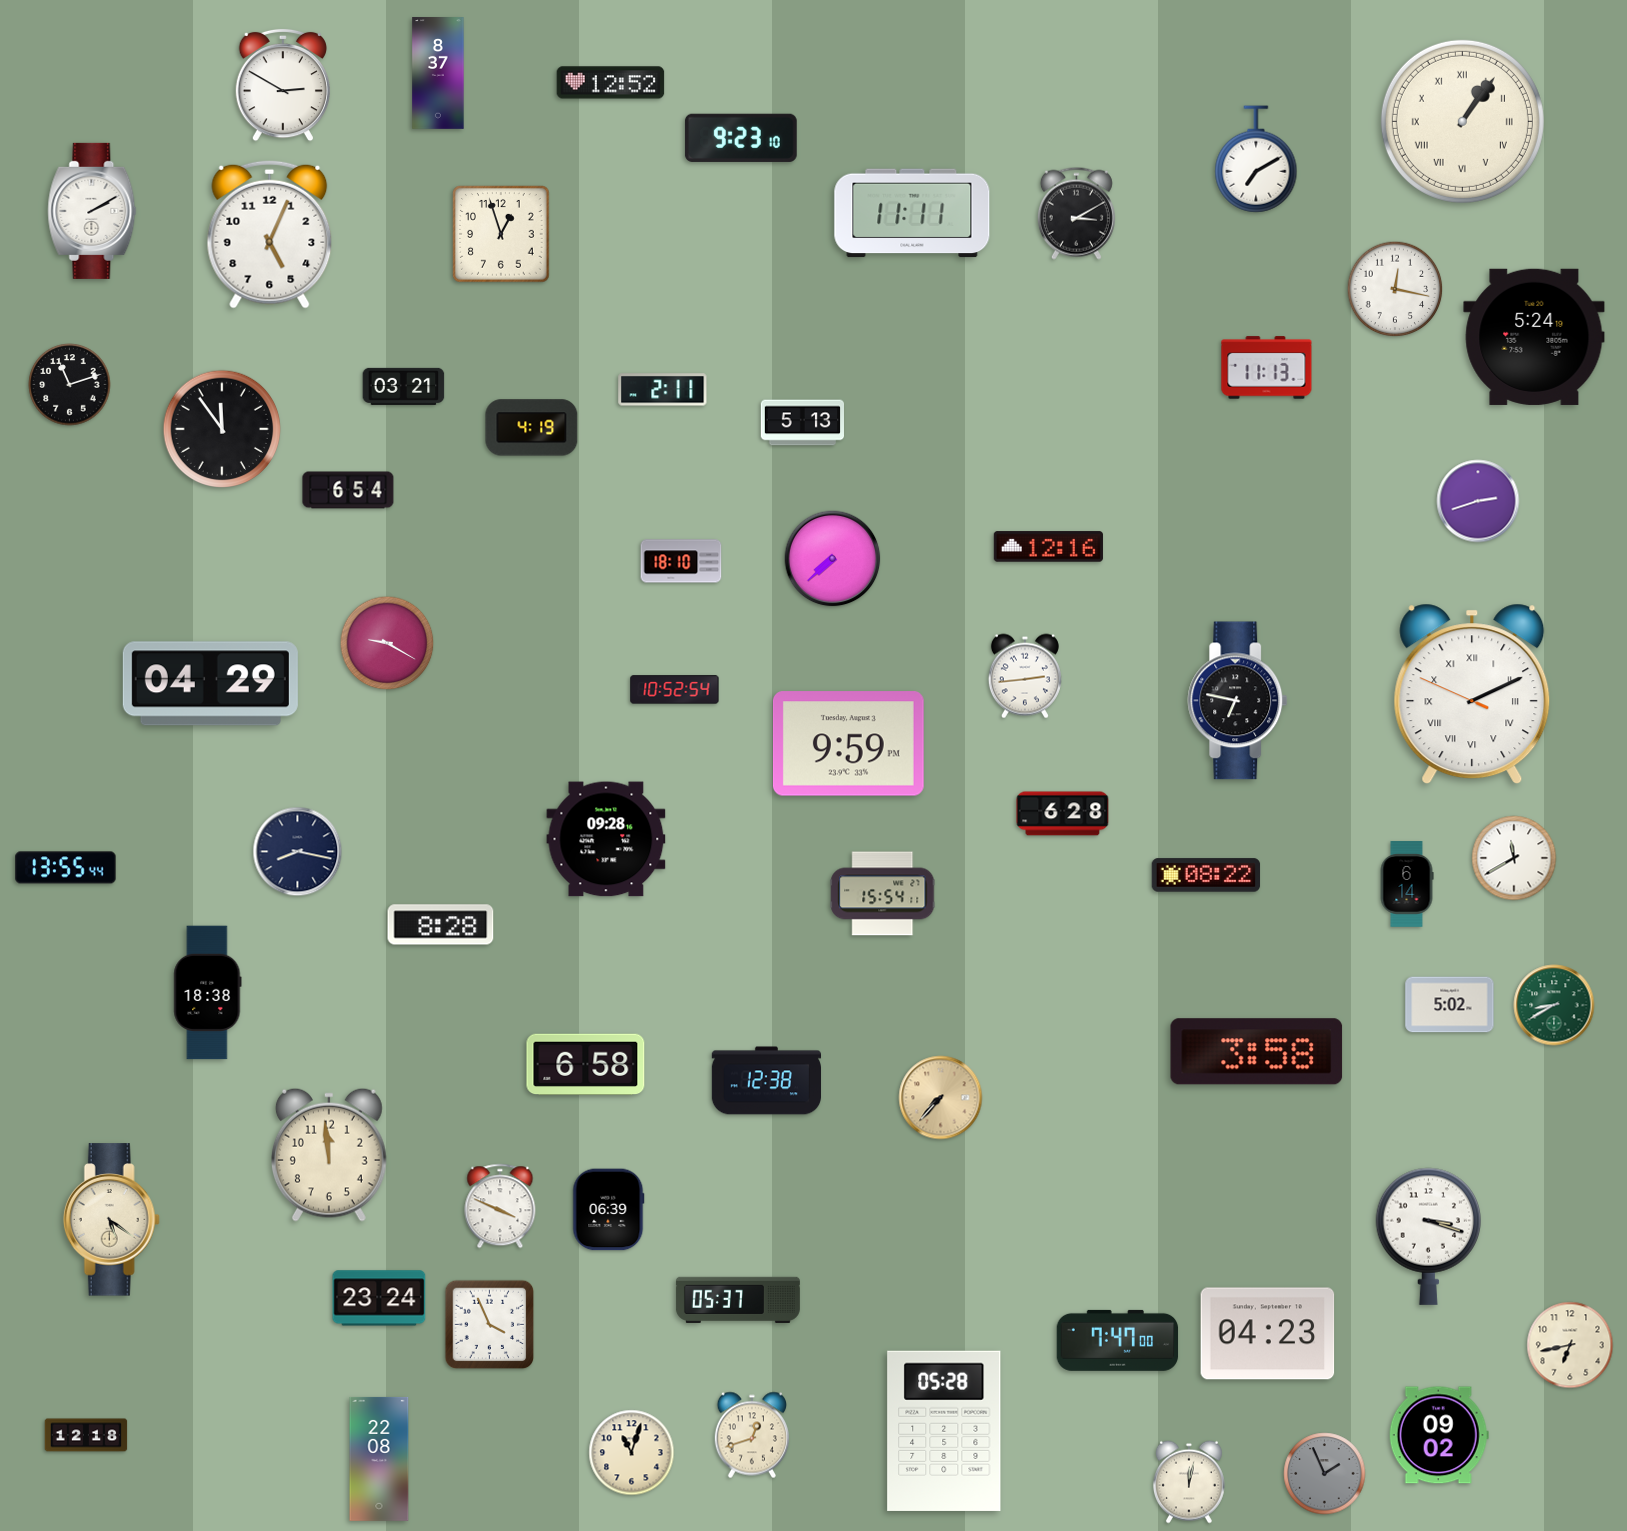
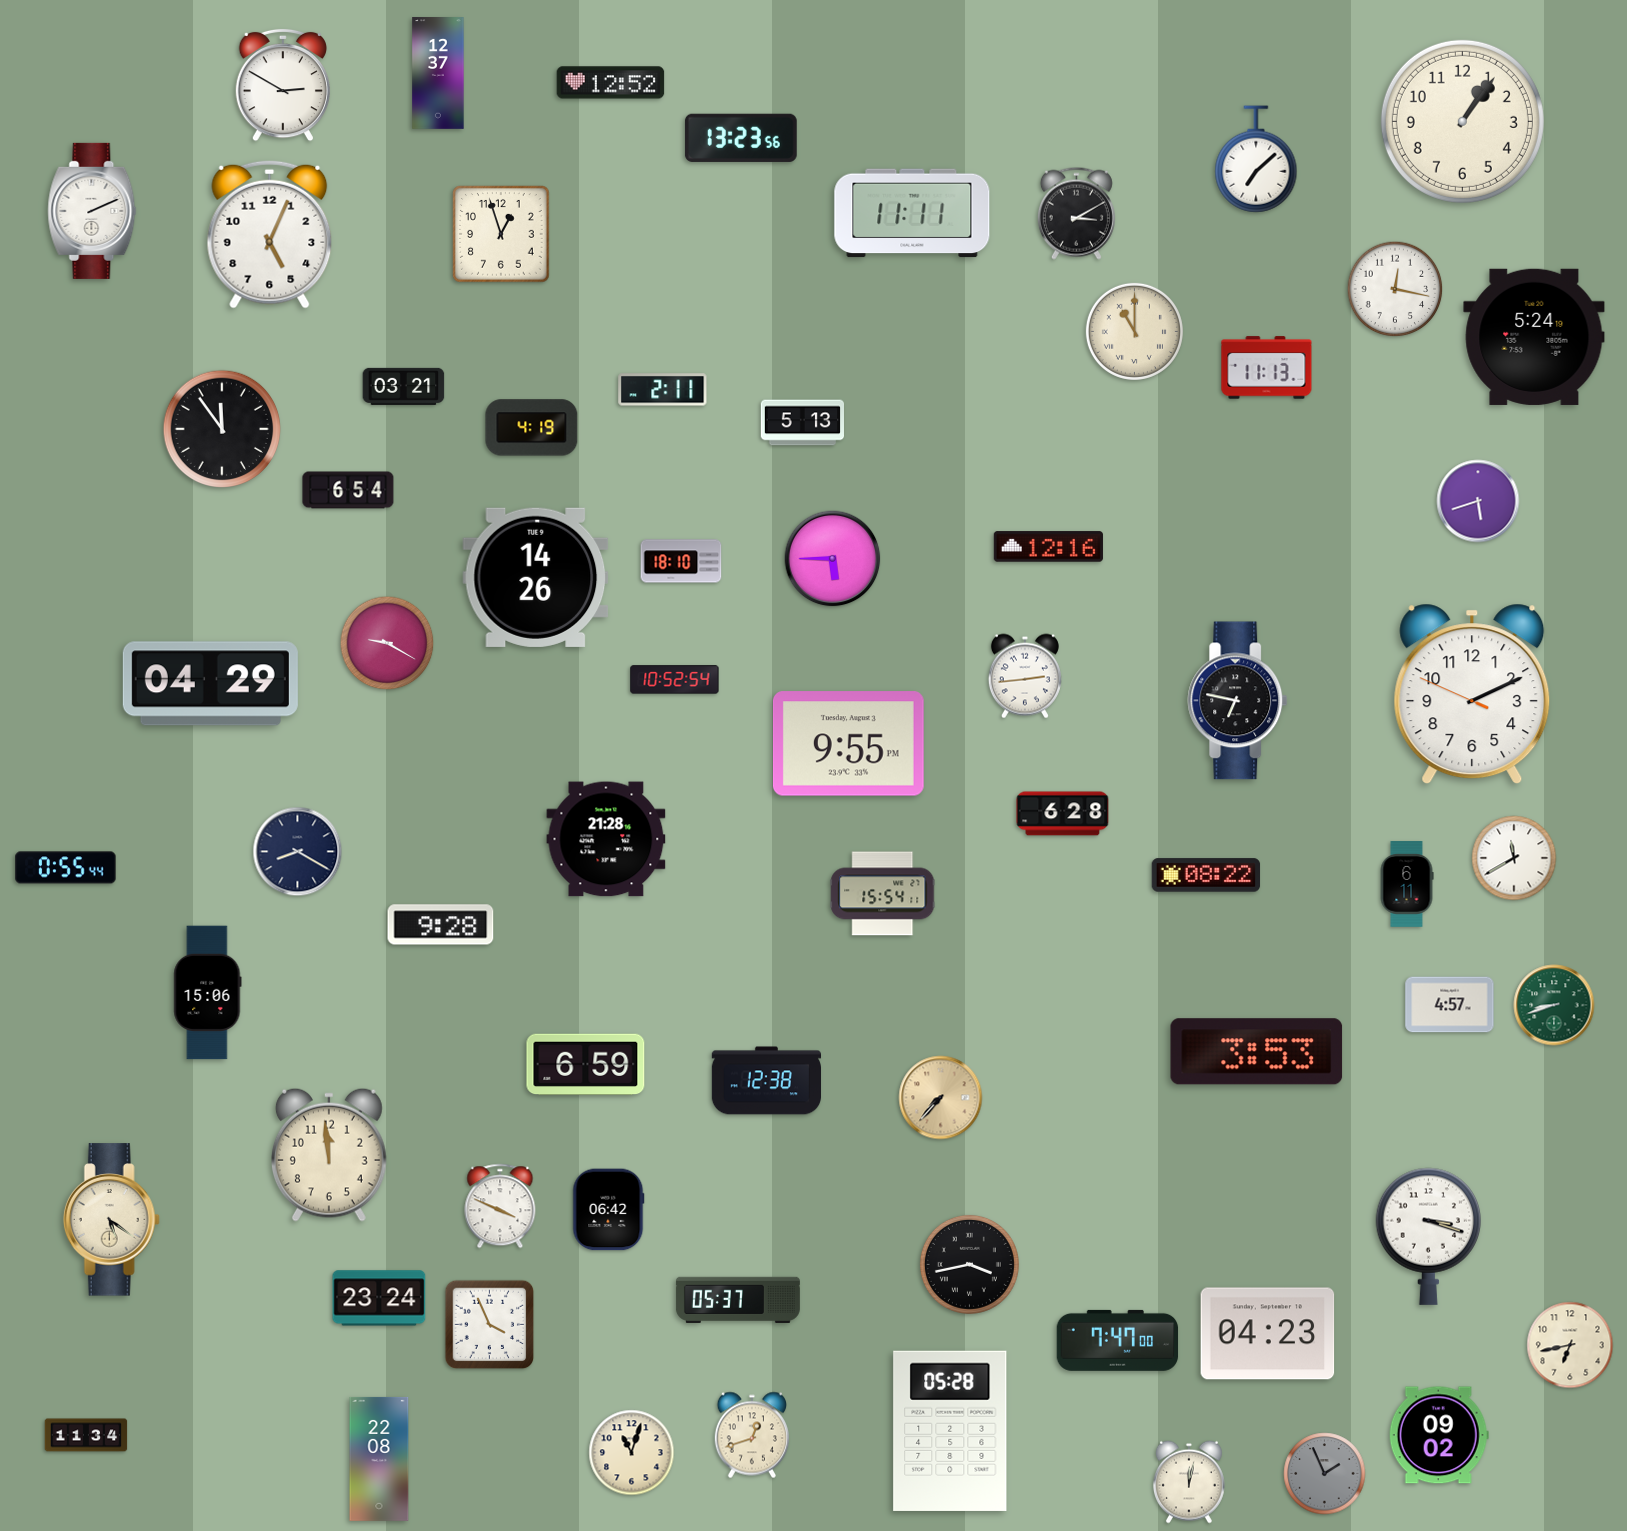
clock at (438, 73): 8:37 -> 12:37
clock at (1462, 121) numerals: Roman -> Arabic
clock at (741, 138): 9:23 -> 13:23
clock at (1256, 159): 7:10 -> 7:08
clock at (92, 211): 2:10 -> 2:11
clock at (1134, 331): none -> 11:00
clock at (70, 385): 11:12 -> none
clock at (1478, 501): 2:42 -> 5:42
clock at (833, 559): 7:38 -> 5:45
clock at (536, 577): none -> 14:26
clock at (675, 690) position: (675, 690) -> (675, 680)
clock at (1472, 694) numerals: Roman -> Arabic
clock at (848, 744): 9:59 -> 9:55
clock at (606, 839): 09:28 -> 21:28
clock at (298, 852): 8:17 -> 8:20
clock at (66, 868): 13:55 -> 0:55
clock at (1407, 884): 6:14 -> 6:11
clock at (441, 925): 8:28 -> 9:28
clock at (208, 993): 18:38 -> 15:06
clock at (1450, 1005): 5:02 -> 4:57
clock at (1554, 1005): 8:40 -> 8:42
clock at (1257, 1052): 3:58 -> 3:53
clock at (586, 1065): 6:58 -> 6:59
clock at (609, 1210): 06:39 -> 06:42
clock at (969, 1264): none -> 3:43
clock at (944, 1431) position: (944, 1431) -> (950, 1431)
clock at (86, 1435): 12:18 -> 11:34
